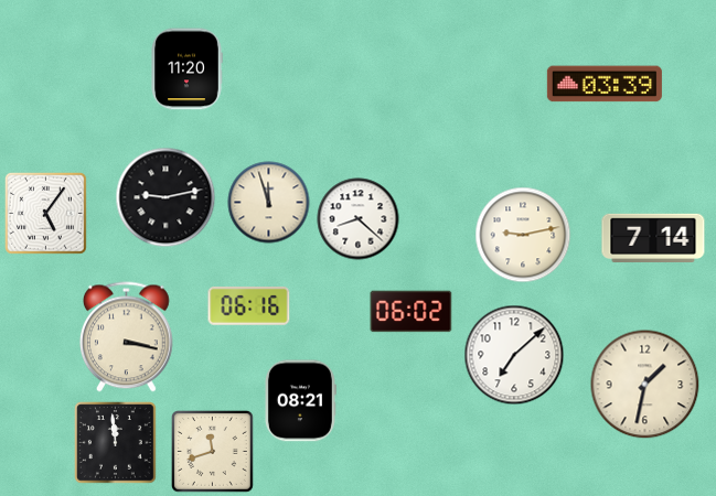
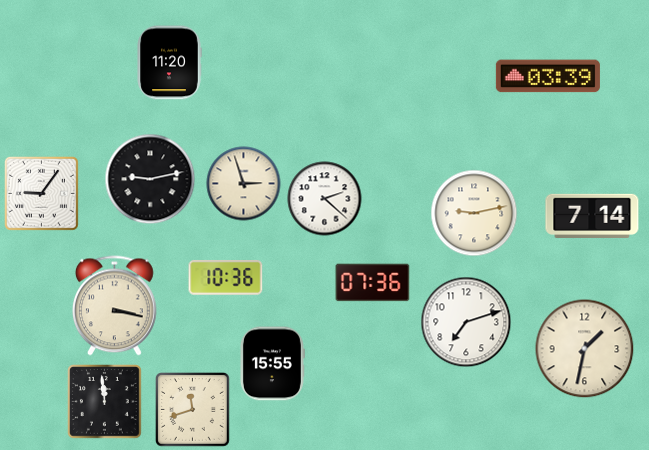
clock at (269, 203): 11:57 -> 2:57
clock at (45, 213): 5:06 -> 9:06
clock at (359, 219): 8:22 -> 2:22
clock at (249, 305): 06:16 -> 10:36
clock at (412, 312): 06:02 -> 07:36
clock at (514, 355): 7:08 -> 7:12
clock at (300, 401): 08:21 -> 15:55
